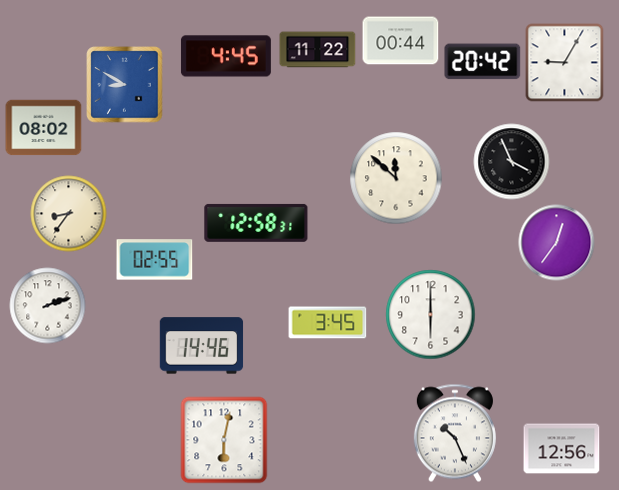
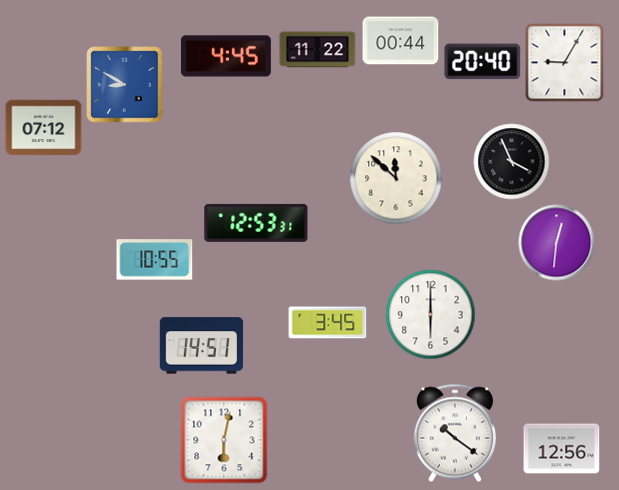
clock at (483, 62): 20:42 -> 20:40
clock at (44, 128): 08:02 -> 07:12
clock at (69, 214): 8:36 -> none
clock at (256, 223): 12:58 -> 12:53
clock at (557, 243): 12:36 -> 12:31
clock at (155, 260): 02:55 -> 10:55
clock at (48, 306): 2:12 -> none
clock at (202, 346): 14:46 -> 14:51
clock at (455, 433): 10:26 -> 10:21
